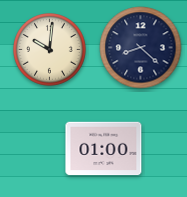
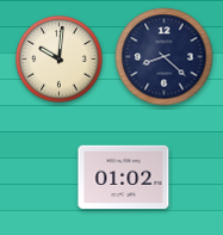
clock at (141, 48) position: (141, 48) -> (165, 57)
clock at (104, 149): 01:00 -> 01:02
